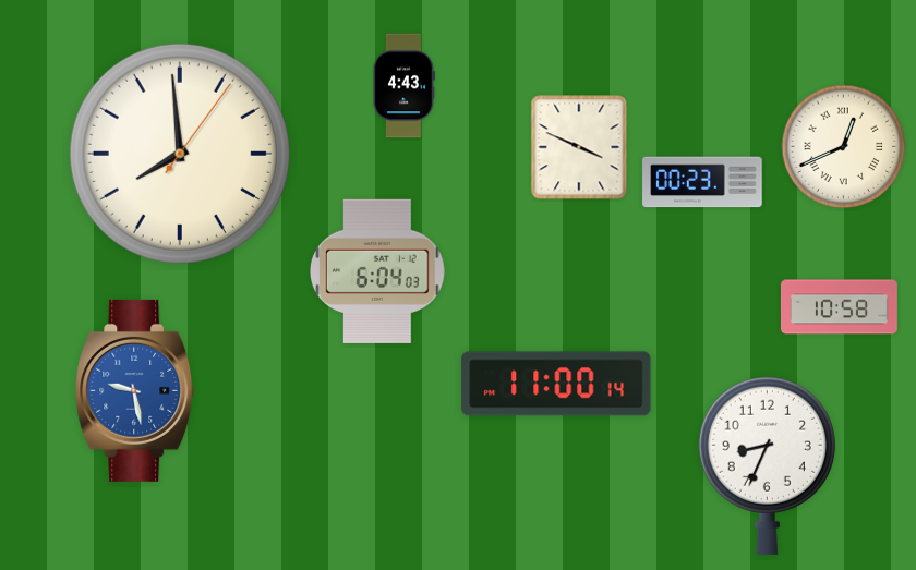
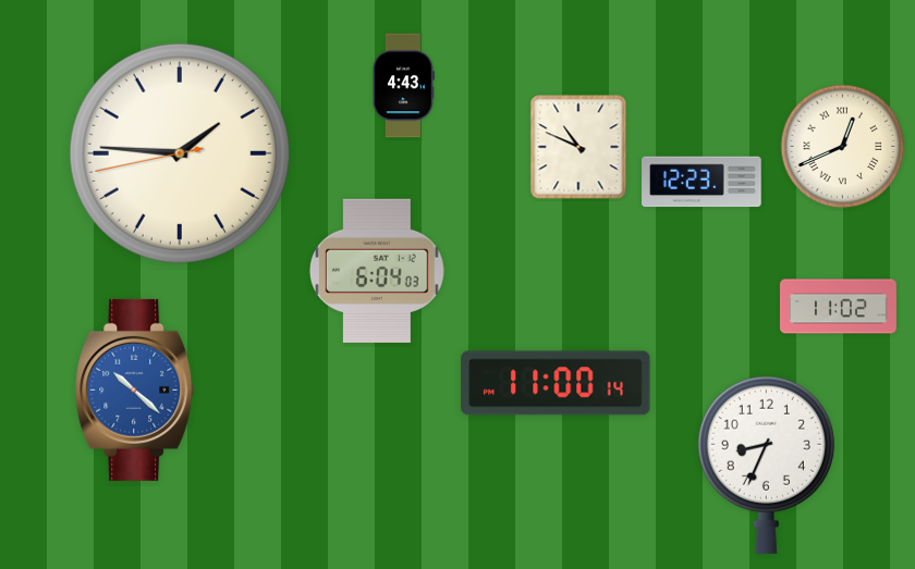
clock at (579, 147): 3:49 -> 10:49
clock at (180, 154): 7:59 -> 1:45
clock at (702, 182): 00:23 -> 12:23
clock at (839, 307): 10:58 -> 11:02
clock at (135, 390): 9:28 -> 10:22
